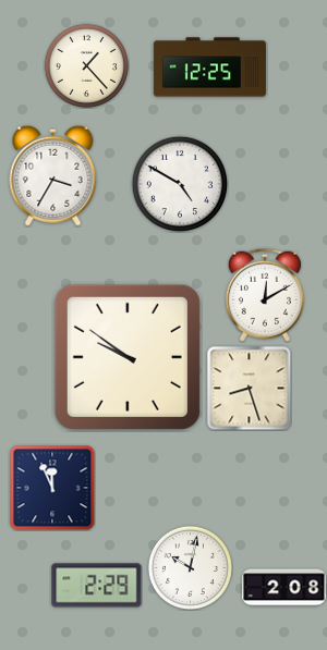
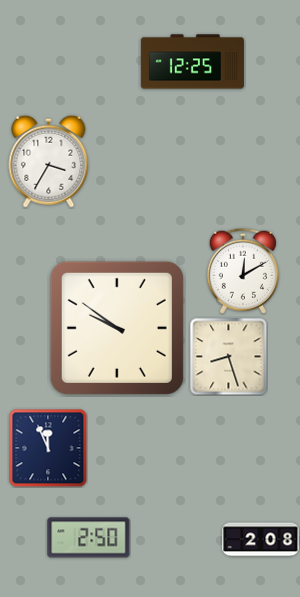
clock at (86, 65): 1:23 -> none
clock at (179, 183): 4:50 -> none
clock at (190, 567): 10:02 -> none
clock at (97, 586): 2:29 -> 2:50
